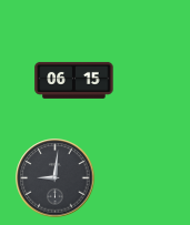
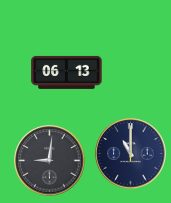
clock at (74, 80): 06:15 -> 06:13
clock at (131, 154): none -> 11:00
